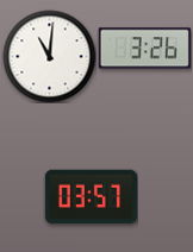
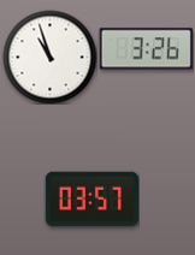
clock at (49, 56): 11:01 -> 10:57
